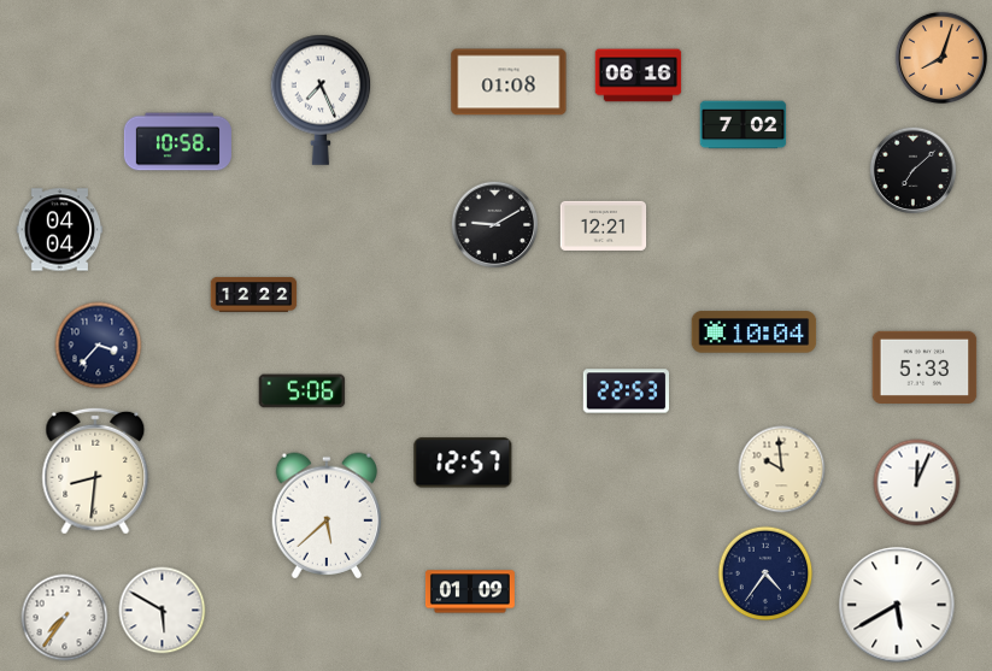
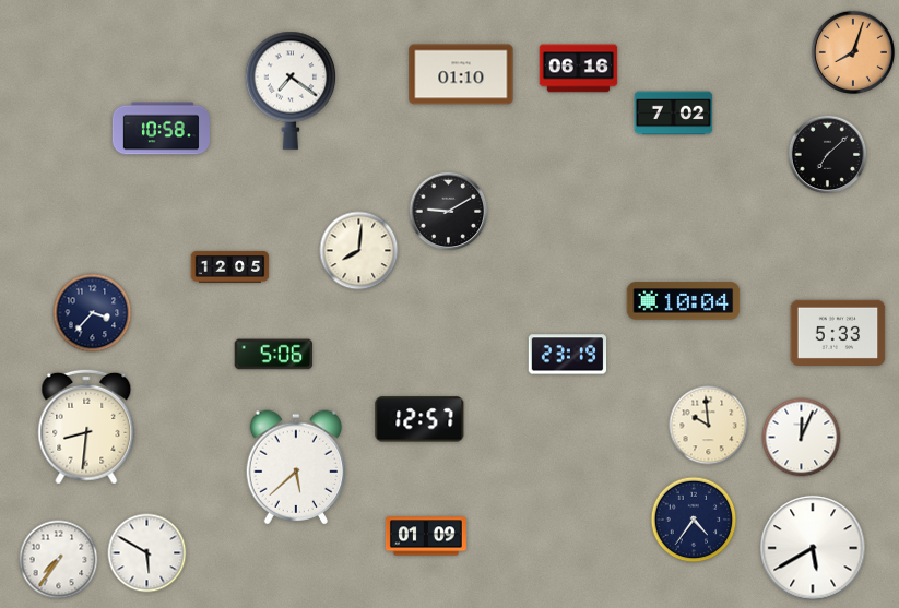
clock at (509, 82): 01:08 -> 01:10
clock at (321, 100): 7:26 -> 7:21
clock at (495, 225) position: (495, 225) -> (449, 212)
clock at (604, 225): 12:21 -> none
clock at (60, 230): 04:04 -> none
clock at (359, 251): none -> 8:01
clock at (254, 294): 12:22 -> 12:05
clock at (99, 346) position: (99, 346) -> (93, 313)
clock at (627, 392): 22:53 -> 23:19
clock at (917, 483) position: (917, 483) -> (802, 438)
